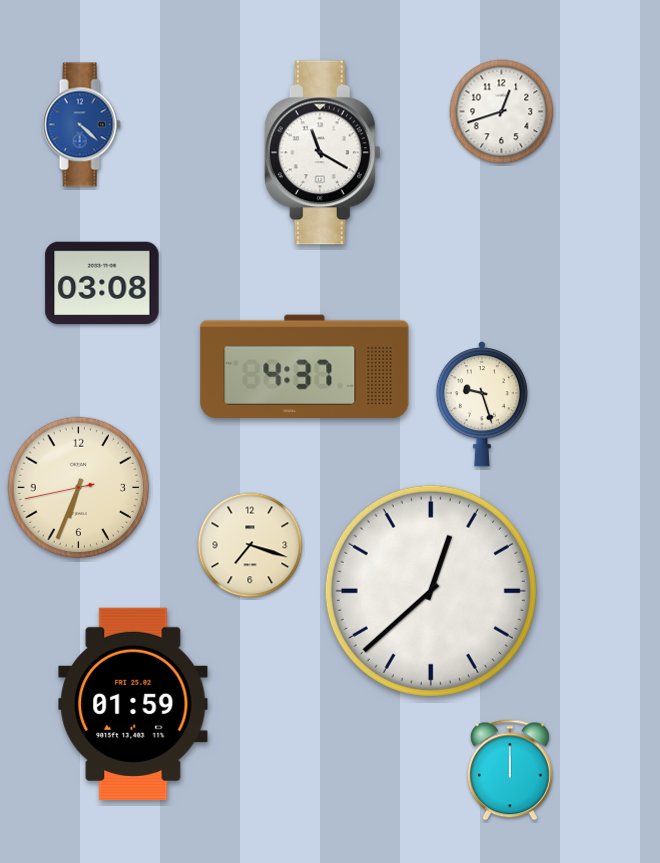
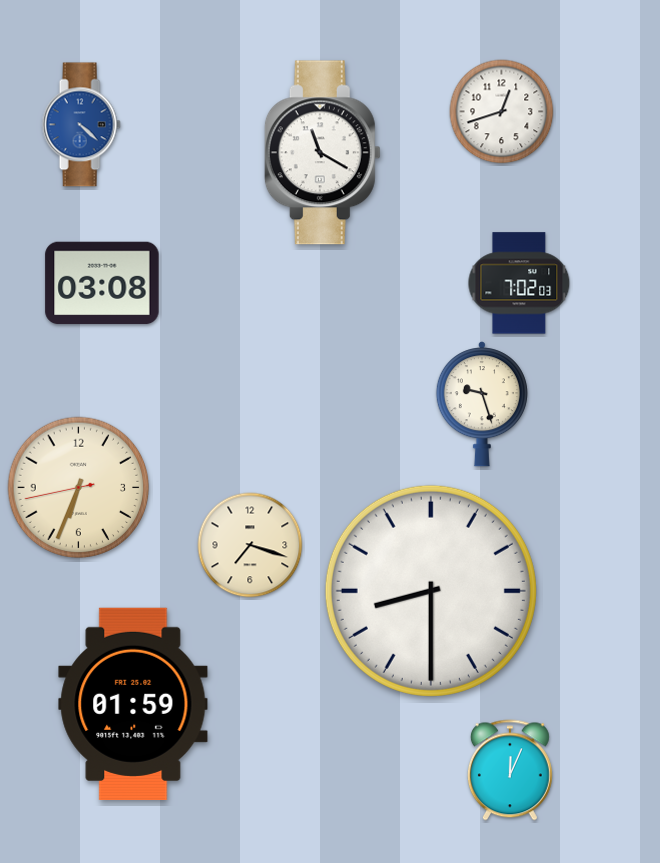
clock at (519, 283): none -> 7:02
clock at (305, 366): 4:37 -> none
clock at (431, 591): 12:38 -> 8:30
clock at (510, 770): 12:00 -> 12:04
